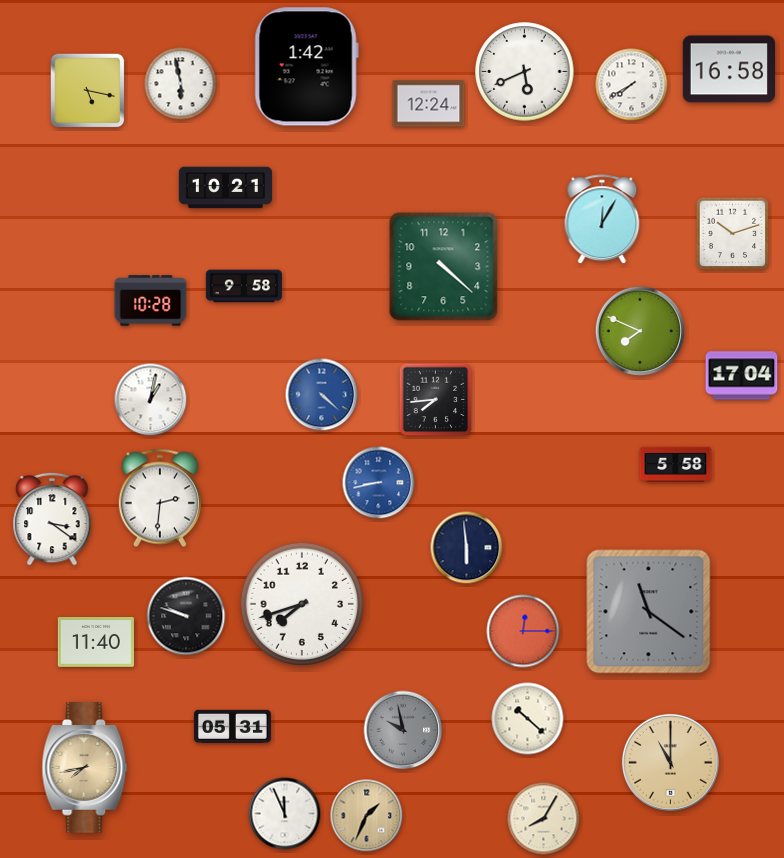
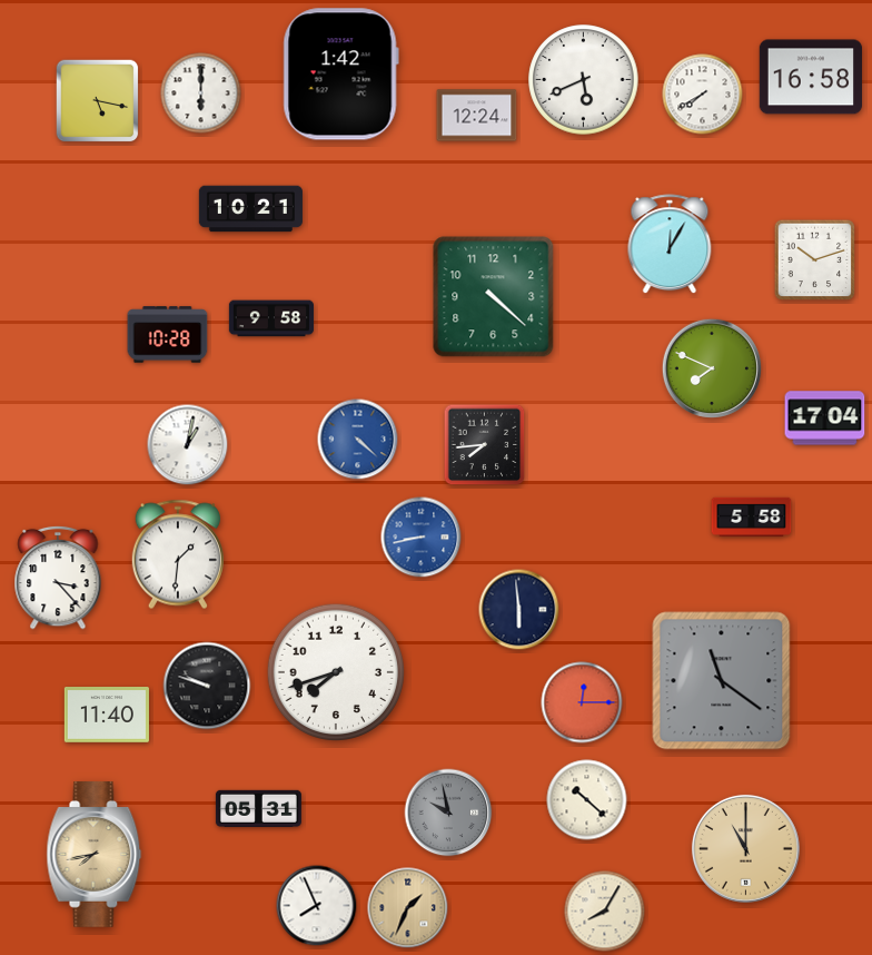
clock at (181, 84): 5:58 -> 6:00
clock at (151, 400) position: (151, 400) -> (188, 445)
clock at (160, 498): 2:31 -> 1:31
clock at (52, 519): 3:21 -> 3:23
clock at (285, 814): 11:56 -> 7:56
